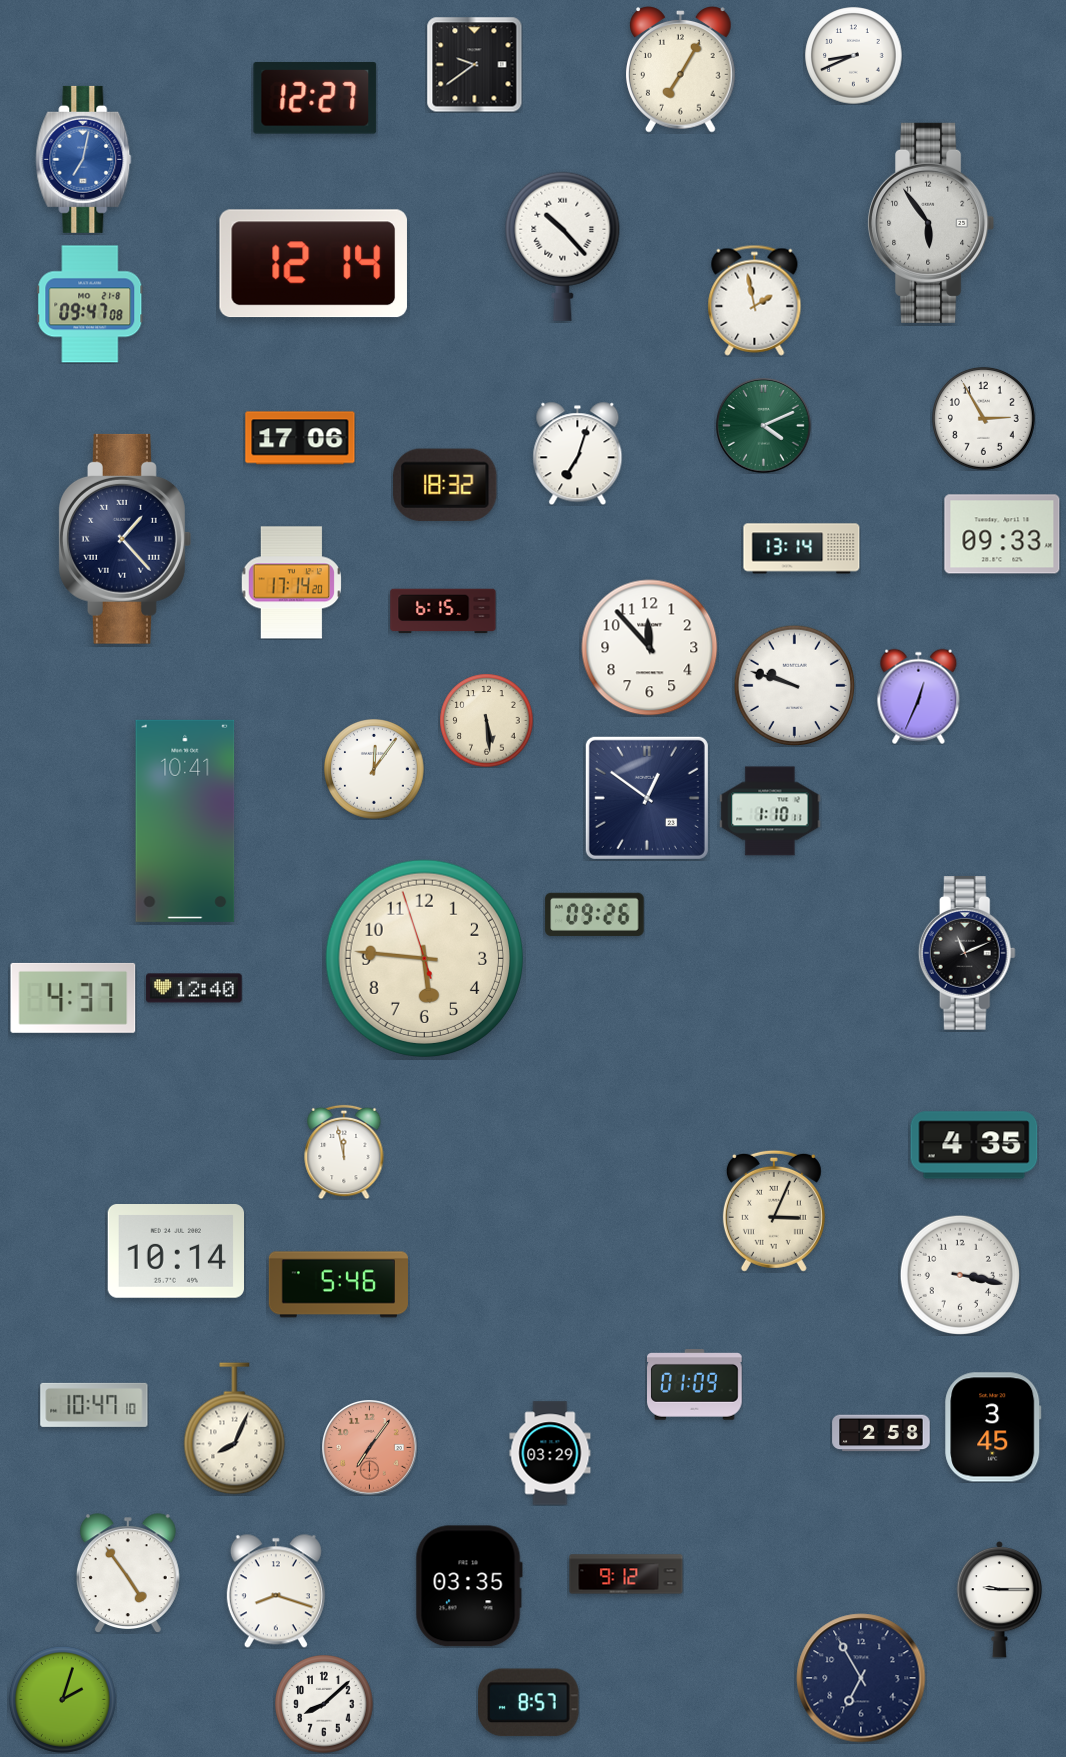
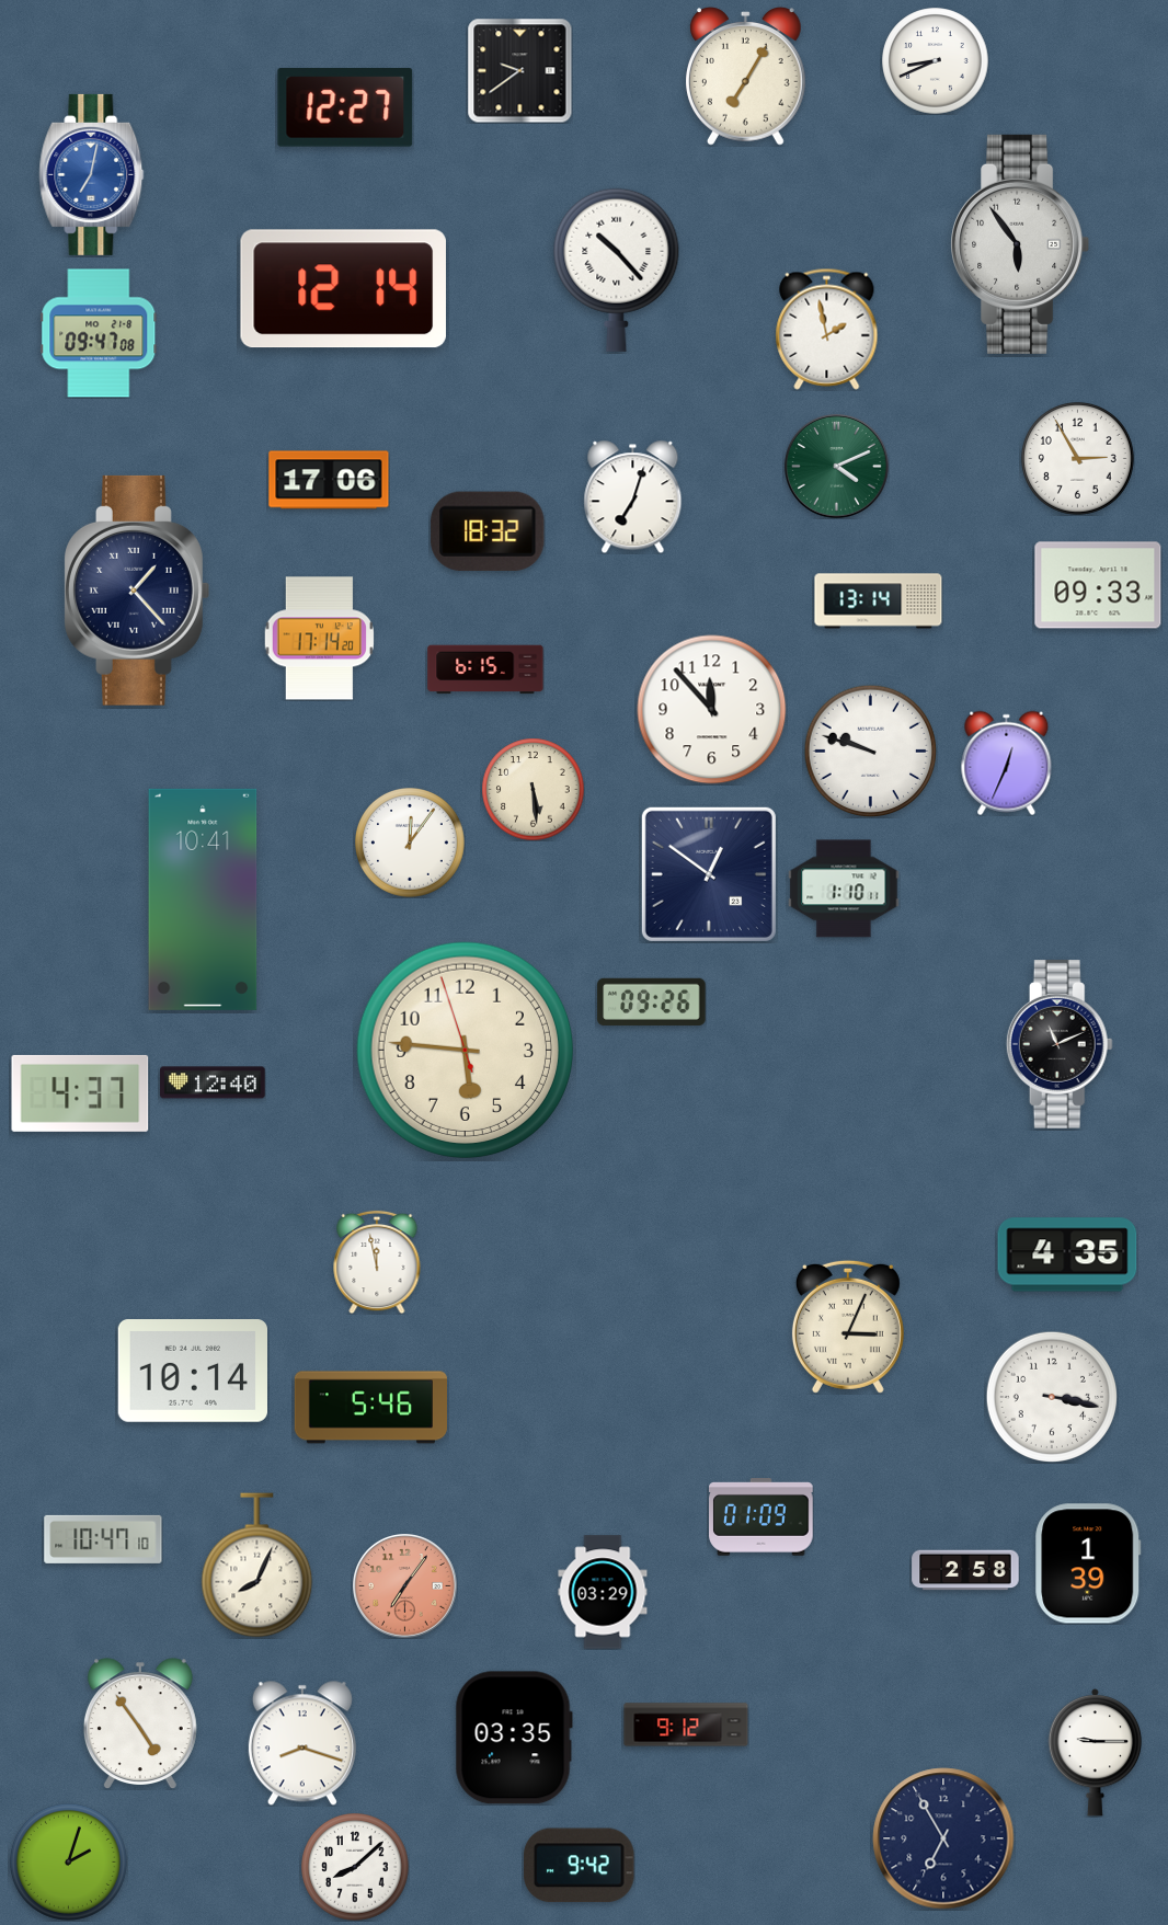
clock at (993, 1427): 3:45 -> 1:39
clock at (529, 1703): 8:57 -> 9:42
